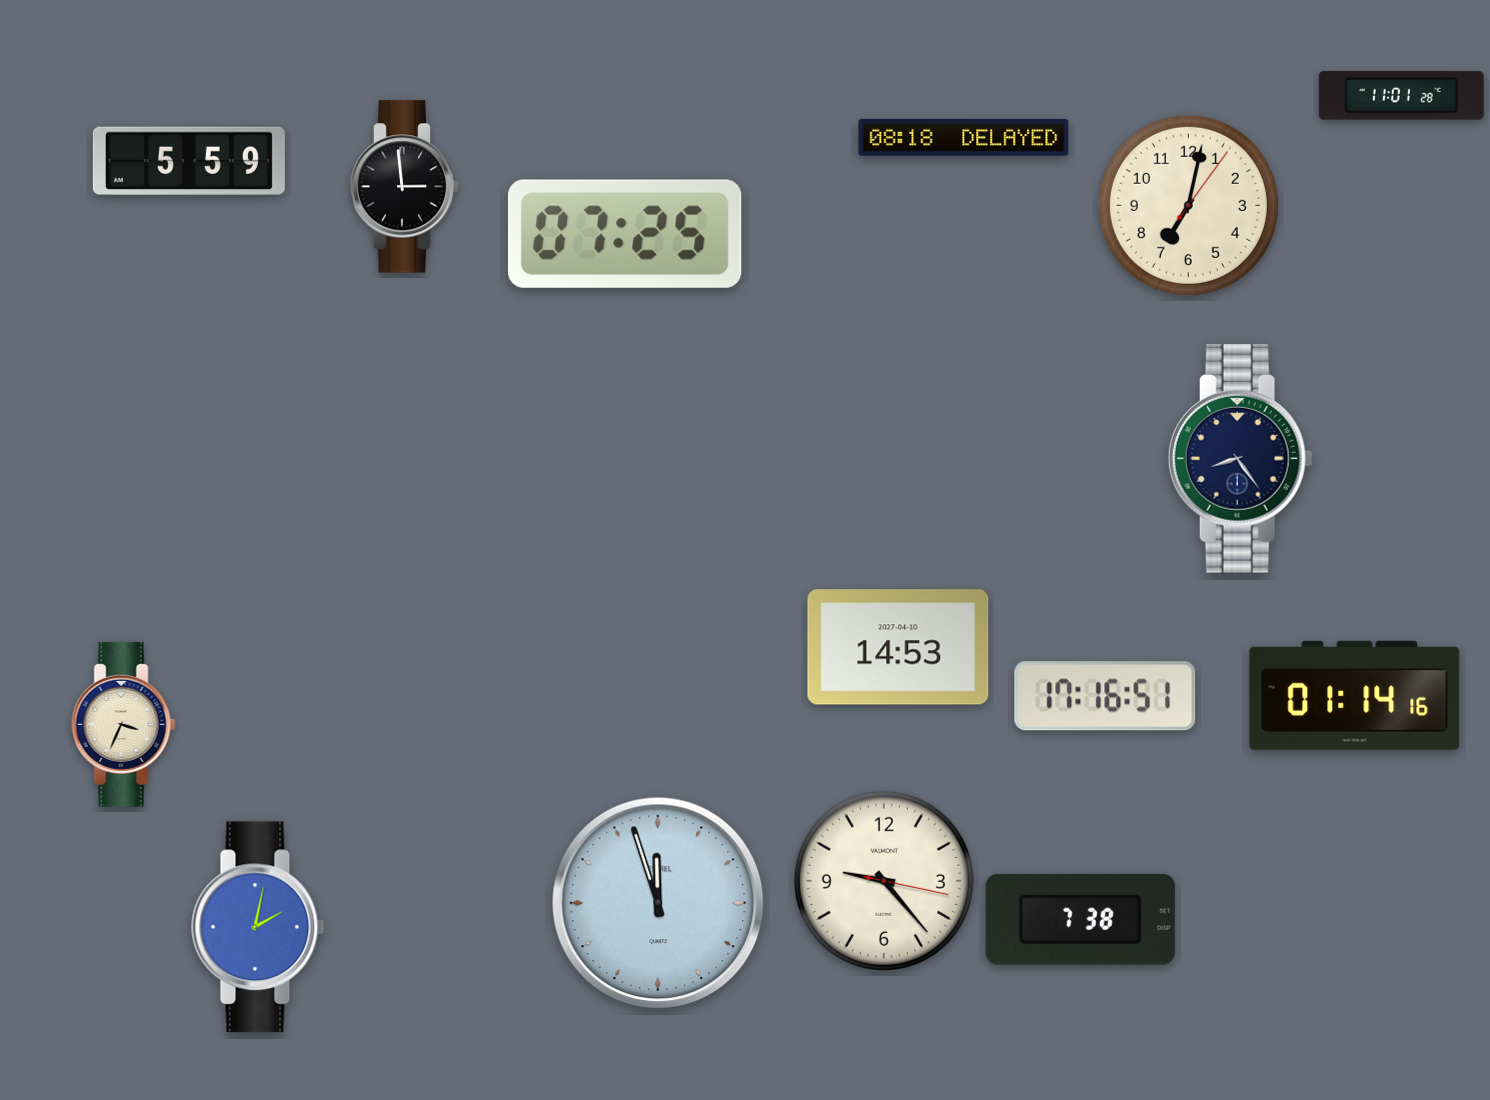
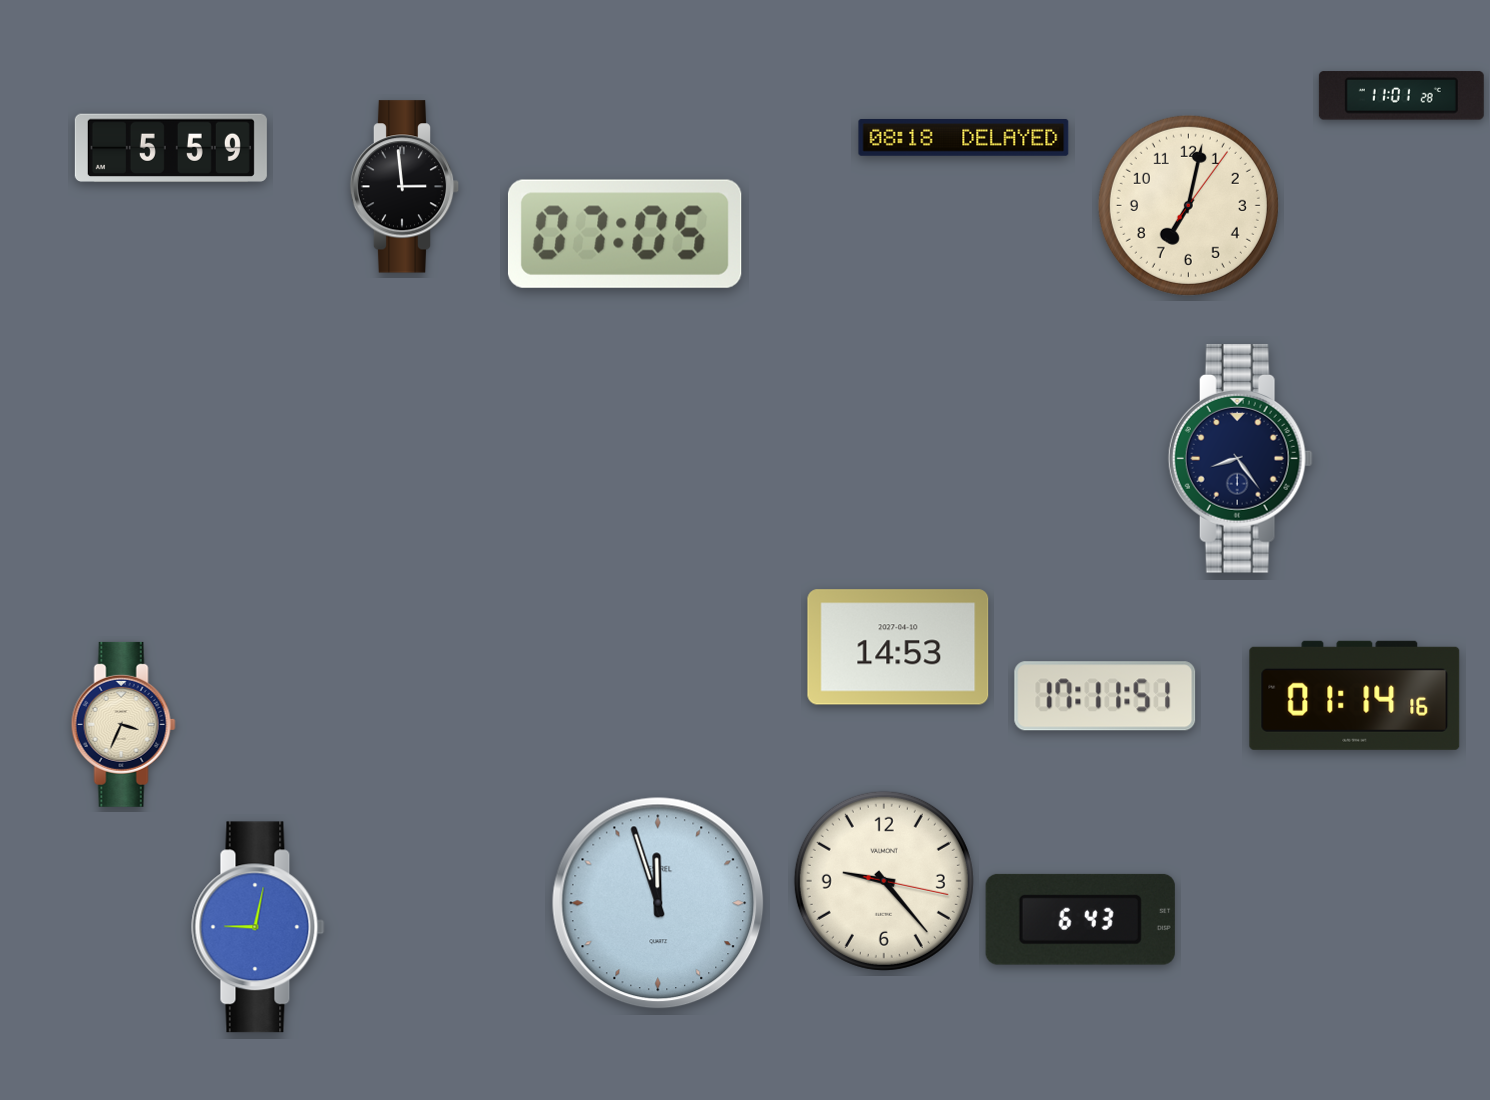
clock at (189, 160) position: (189, 160) -> (171, 147)
clock at (625, 234): 07:25 -> 07:05
clock at (1105, 696): 17:16 -> 17:11
clock at (1080, 919): 7:38 -> 6:43
clock at (258, 927): 2:02 -> 9:02
